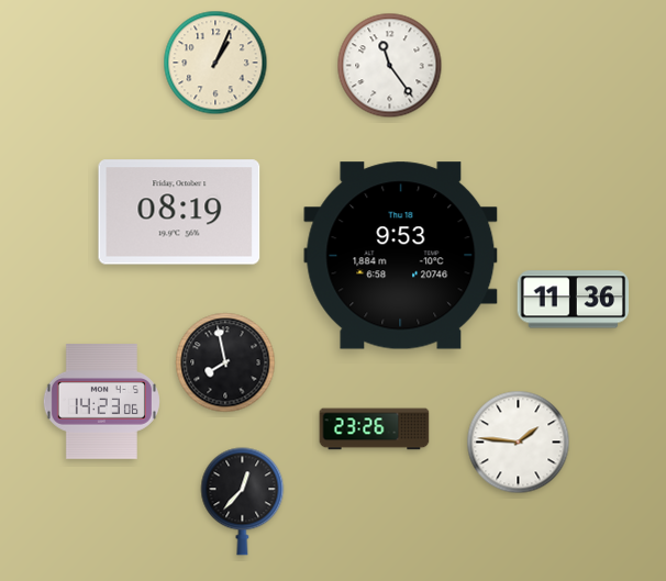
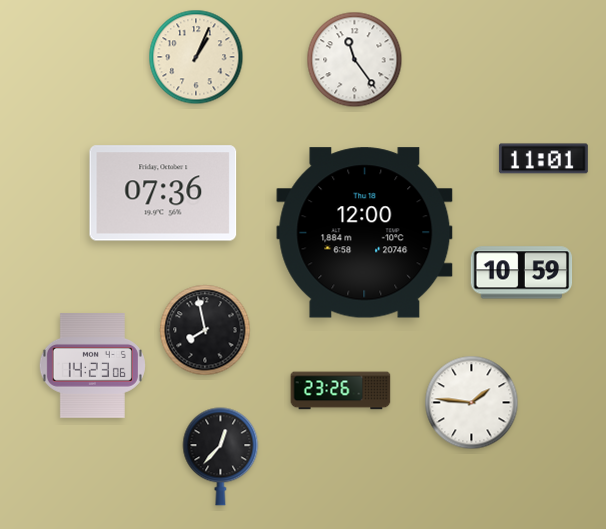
clock at (543, 159): none -> 11:01
clock at (179, 212): 08:19 -> 07:36
clock at (401, 256): 9:53 -> 12:00
clock at (574, 300): 11:36 -> 10:59
